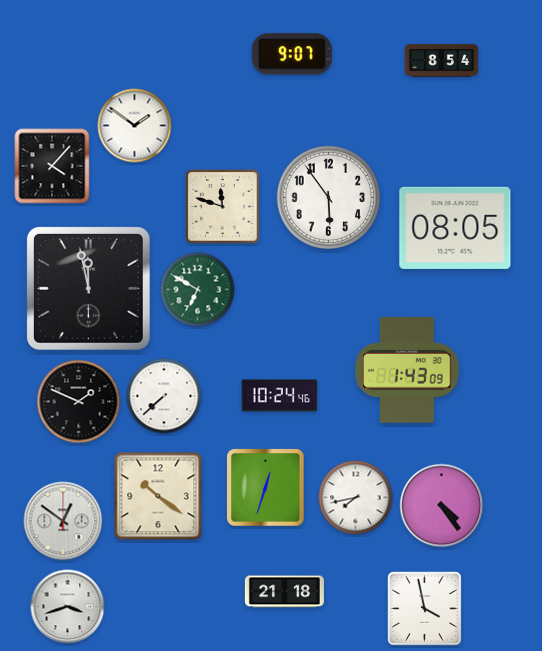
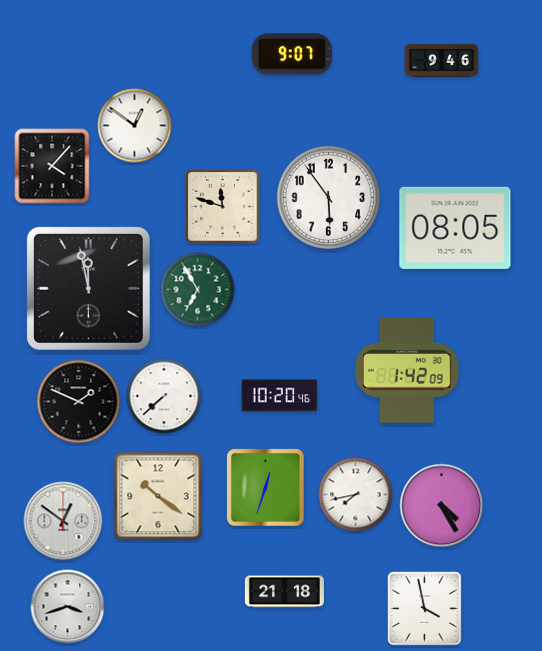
clock at (442, 61): 8:54 -> 9:46
clock at (135, 126): 1:51 -> 12:51
clock at (198, 290): 6:50 -> 6:55
clock at (407, 370): 1:43 -> 1:42
clock at (280, 396): 10:24 -> 10:20
clock at (356, 498) position: (356, 498) -> (356, 495)
clock at (442, 506): 4:24 -> 4:25
